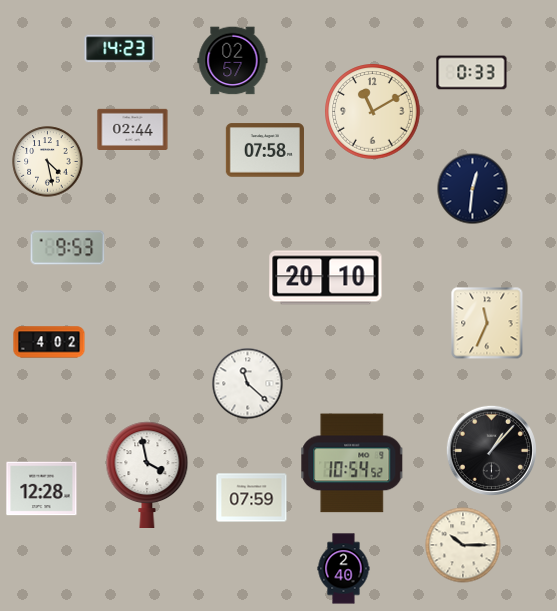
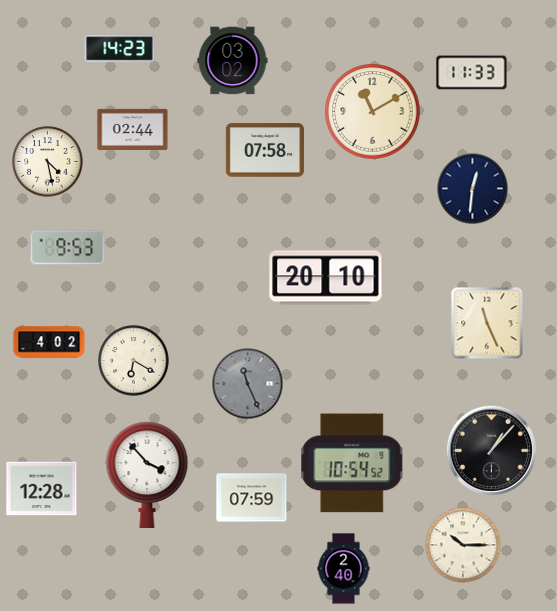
clock at (233, 61): 02:57 -> 03:02
clock at (472, 73): 0:33 -> 11:33
clock at (487, 323): 11:34 -> 11:26
clock at (134, 361): none -> 6:20
clock at (248, 384): 11:22 -> 11:26
clock at (248, 384) dial: white -> grey
clock at (147, 474): 3:58 -> 3:53
